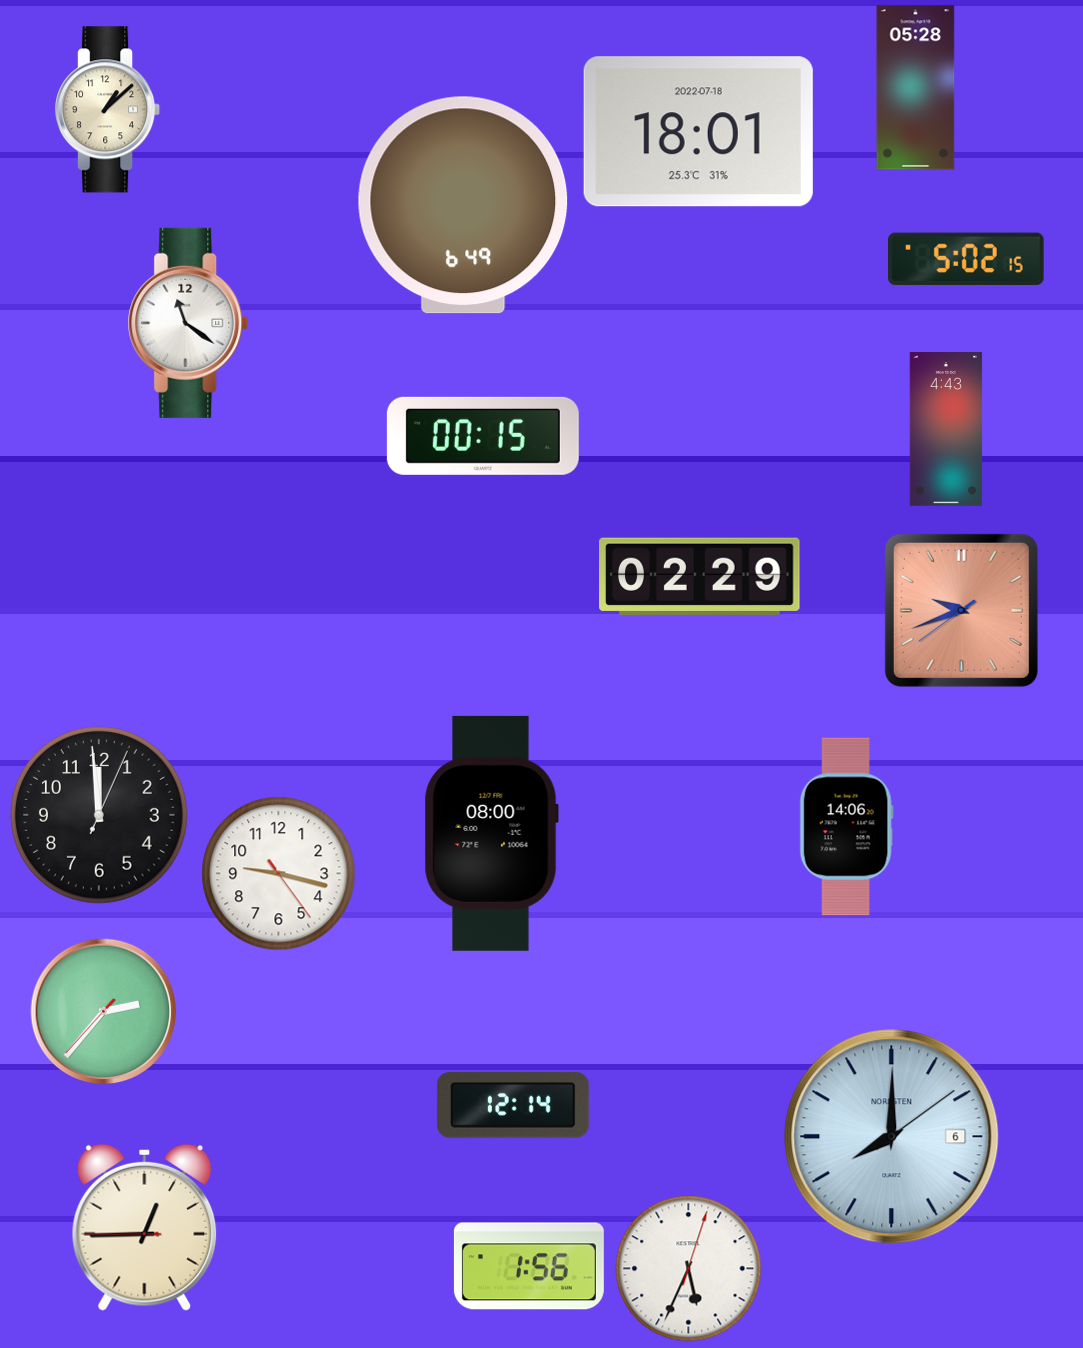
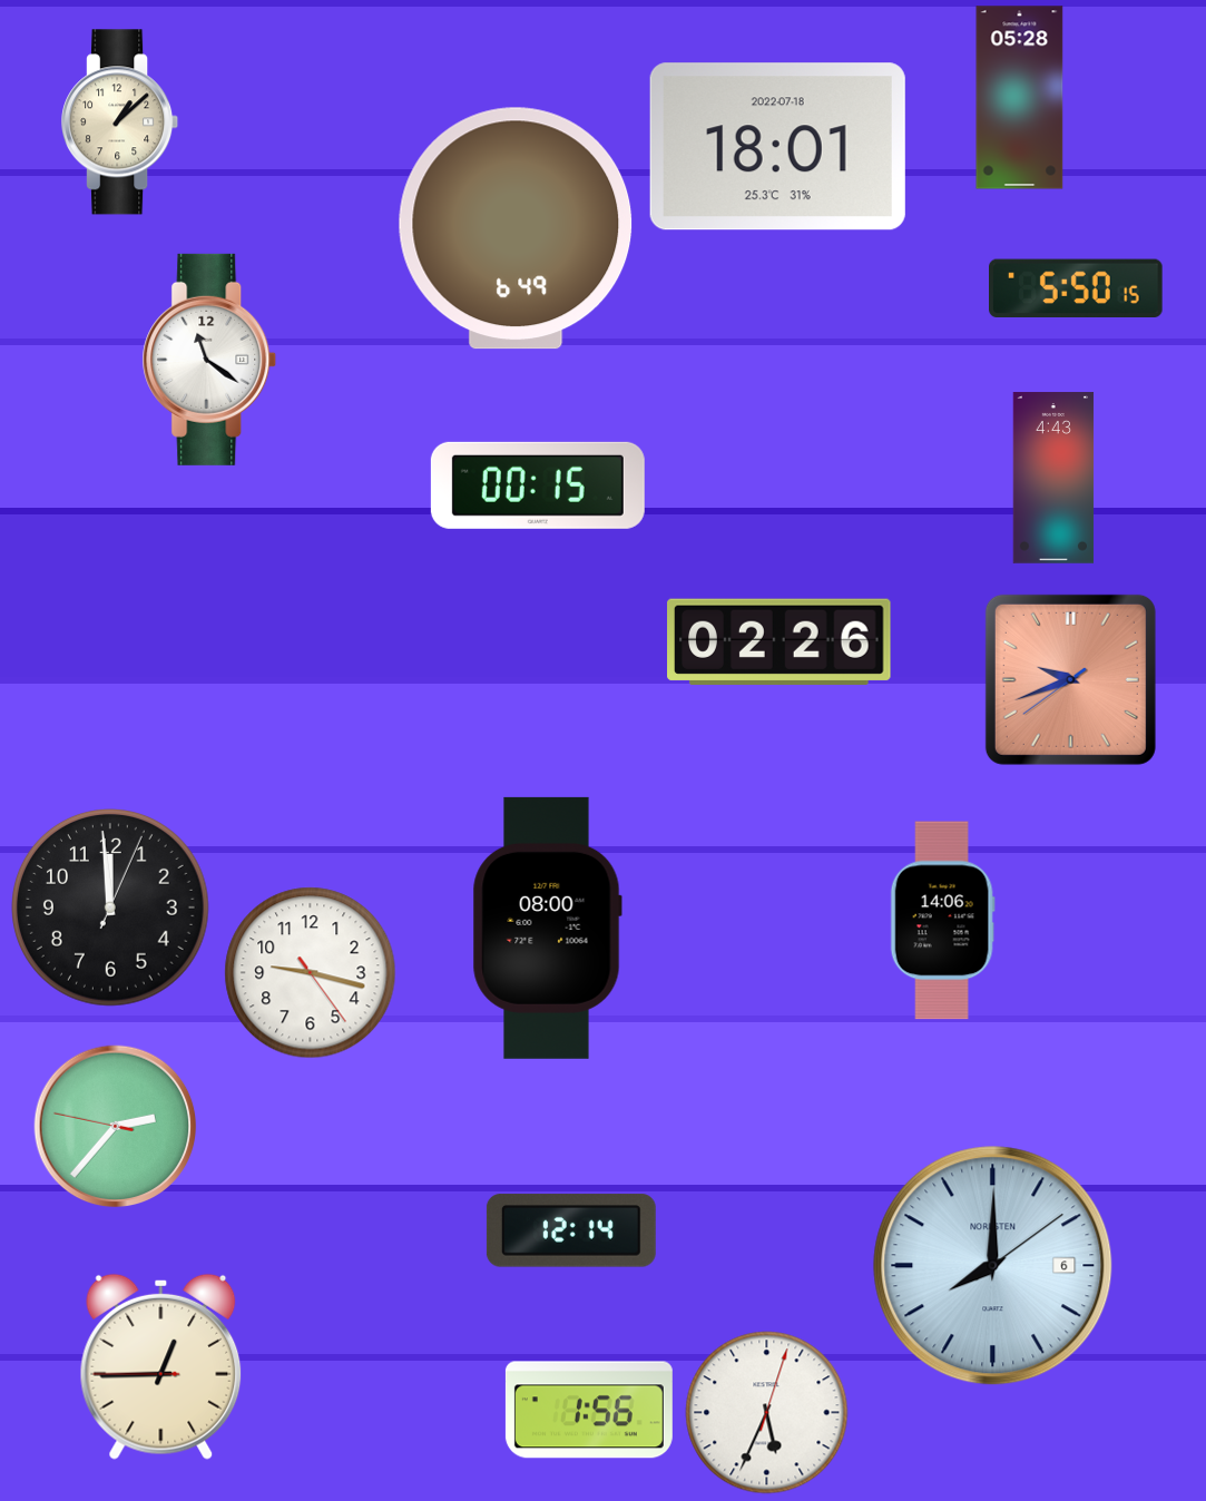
clock at (967, 258): 5:02 -> 5:50
clock at (700, 576): 02:29 -> 02:26
clock at (104, 1012): 2:36:37 -> 2:36:47
